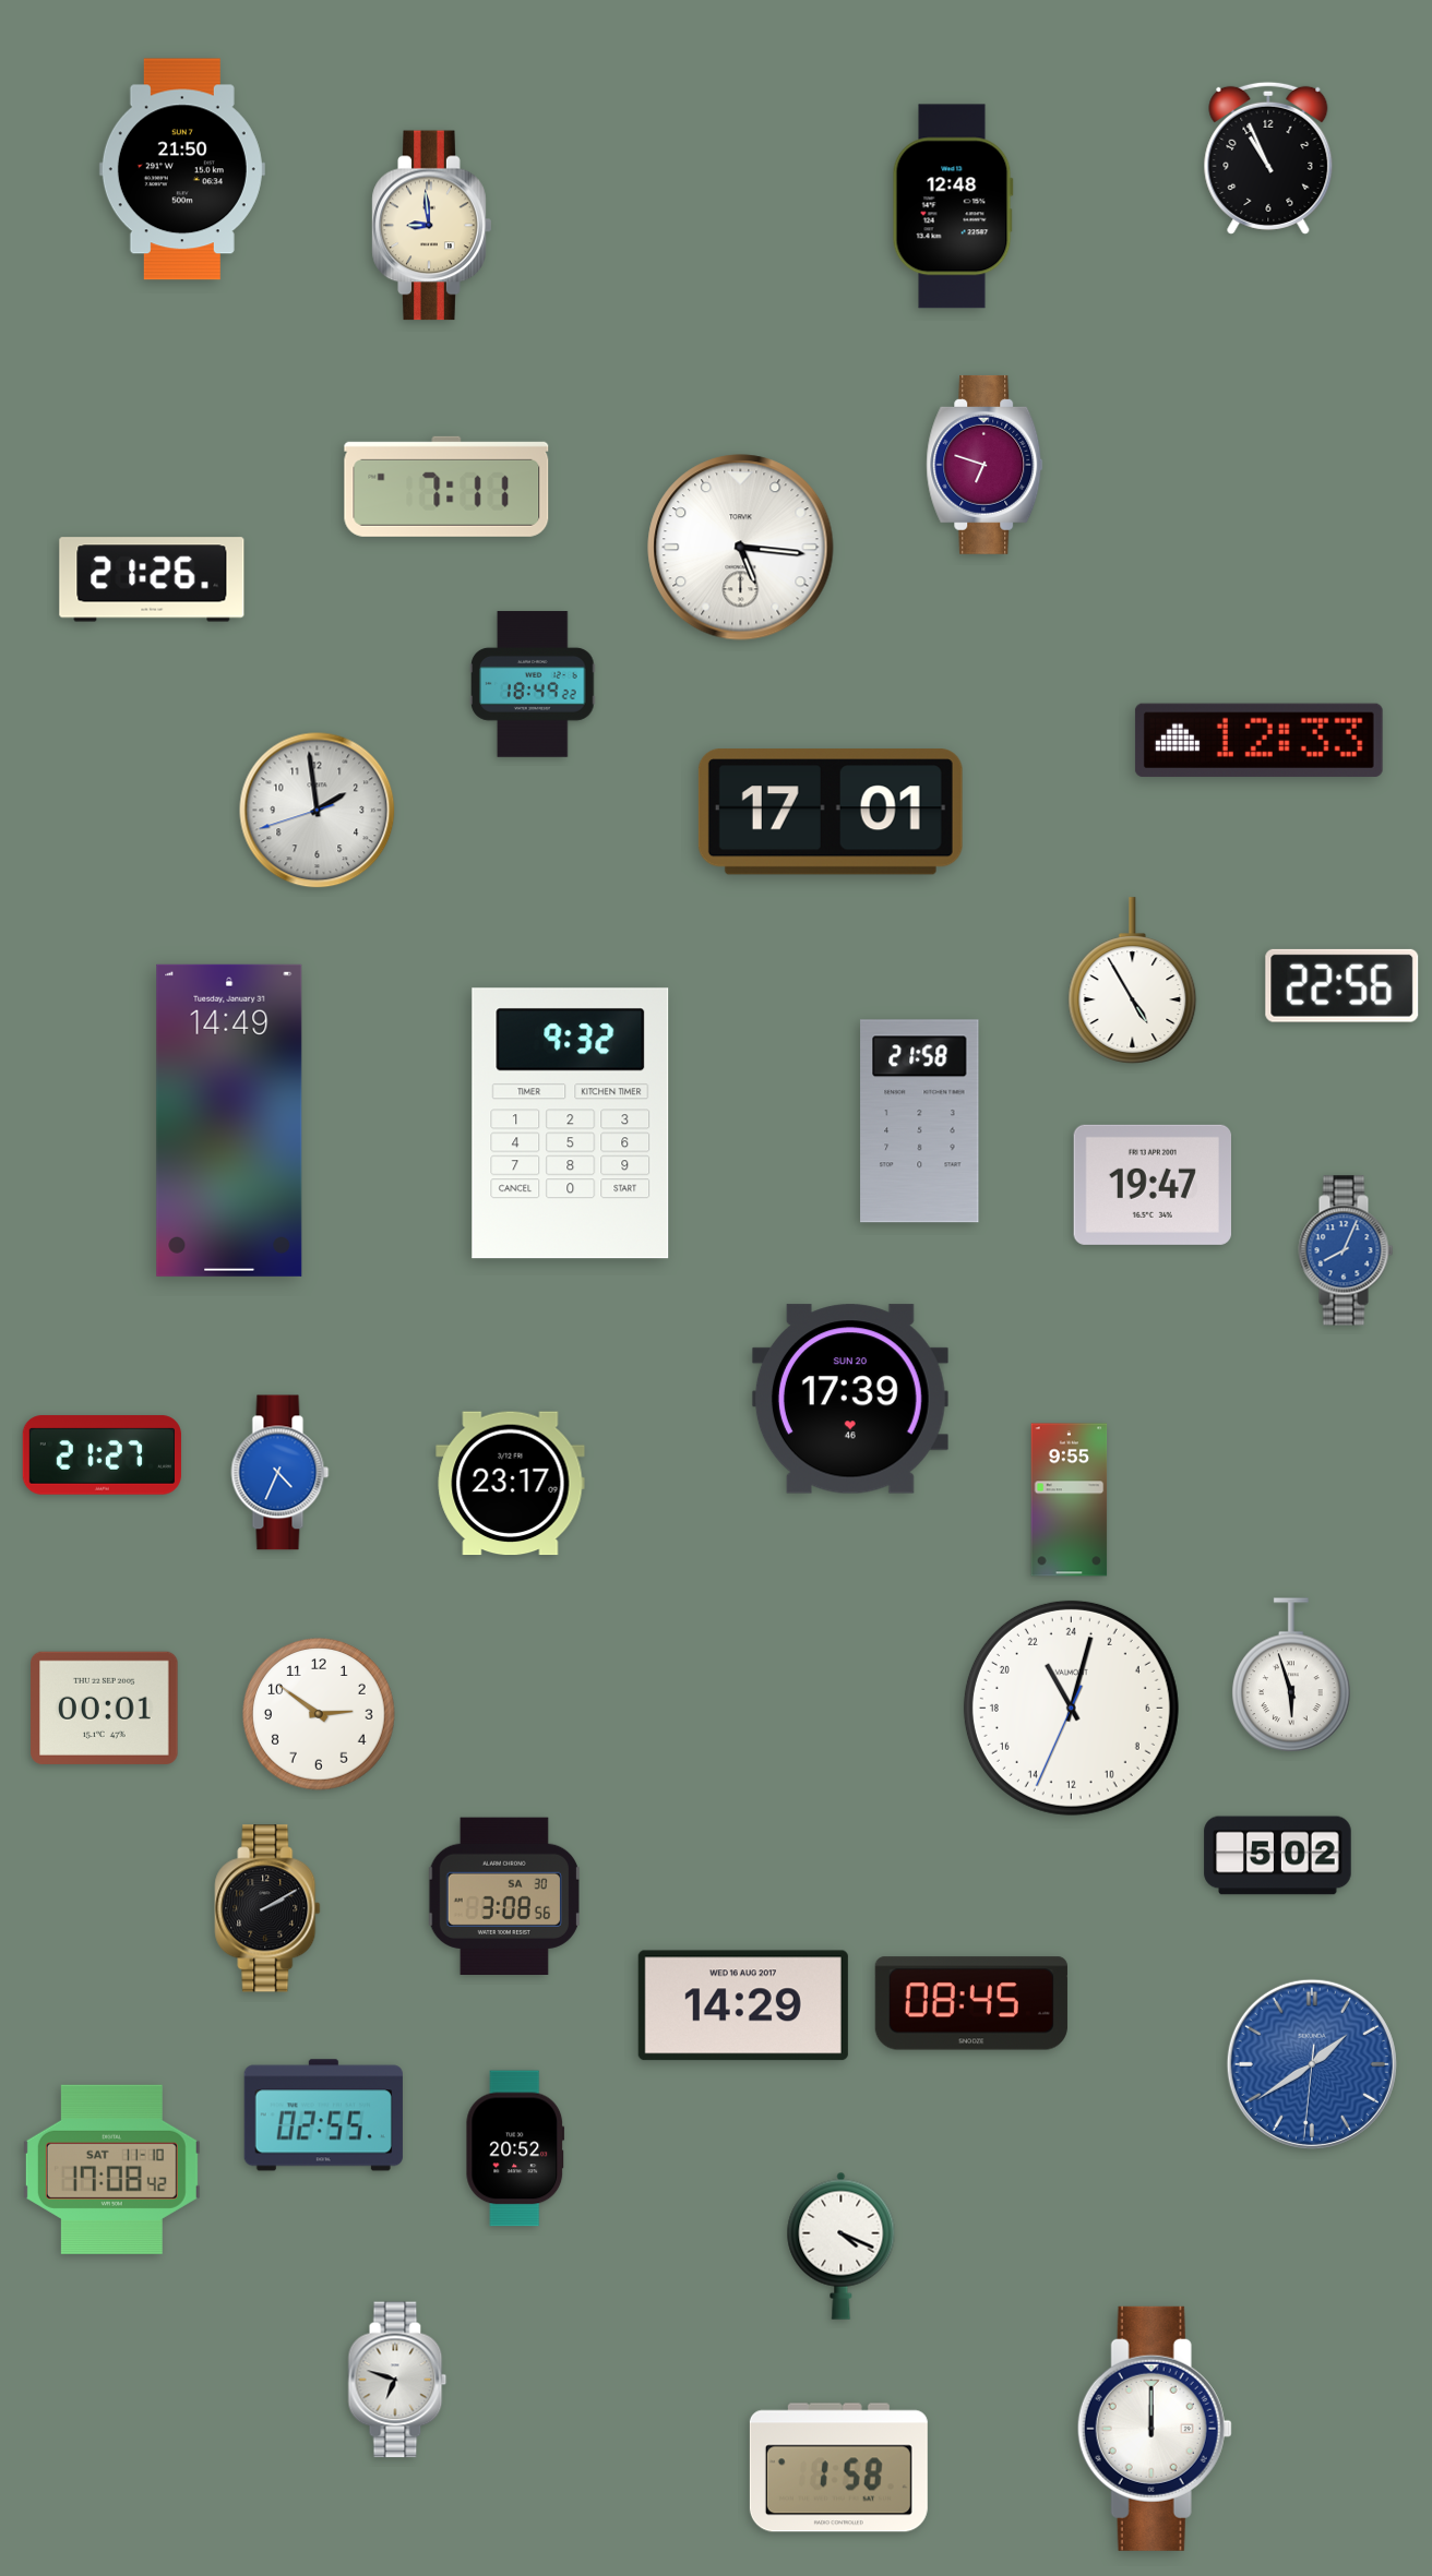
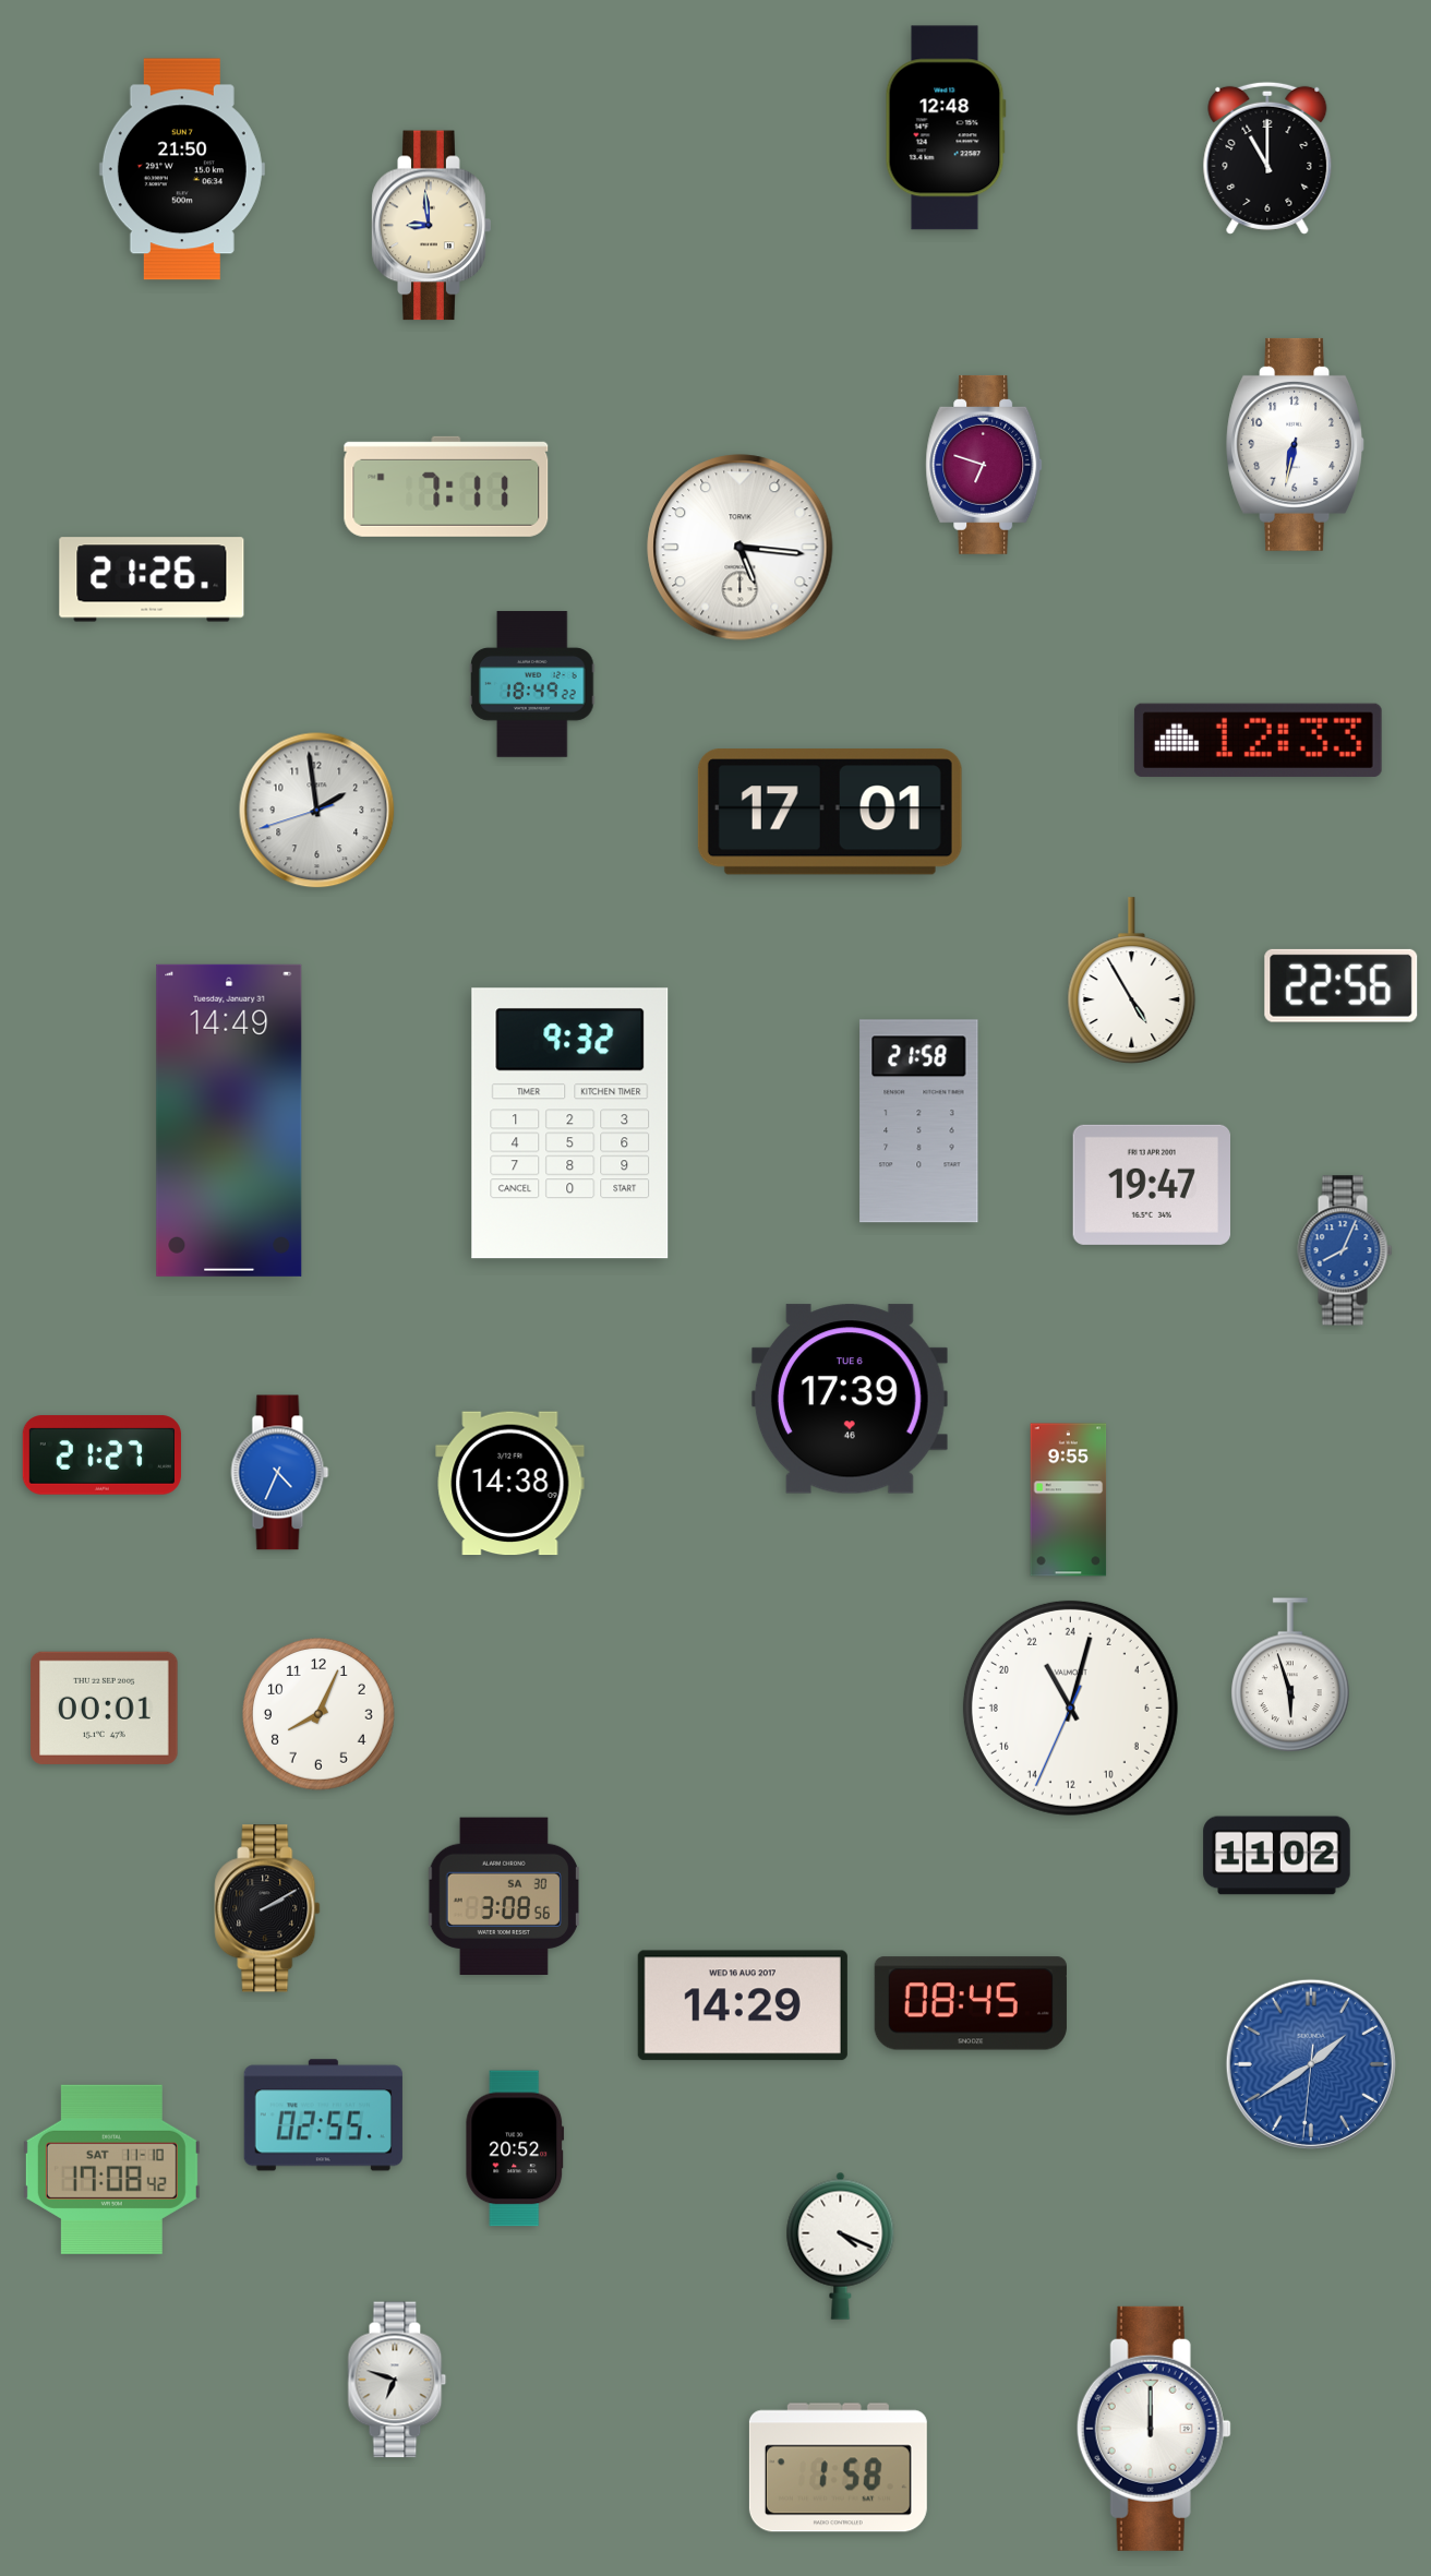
clock at (1268, 158): 10:56 -> 11:00
clock at (953, 206) position: (953, 206) -> (946, 128)
clock at (1296, 444): none -> 6:32
clock at (850, 1399) date: SUN 20 -> TUE 6
clock at (511, 1484): 23:17 -> 14:38
clock at (320, 1715): 2:51 -> 8:04
clock at (1278, 1856): 5:02 -> 11:02
